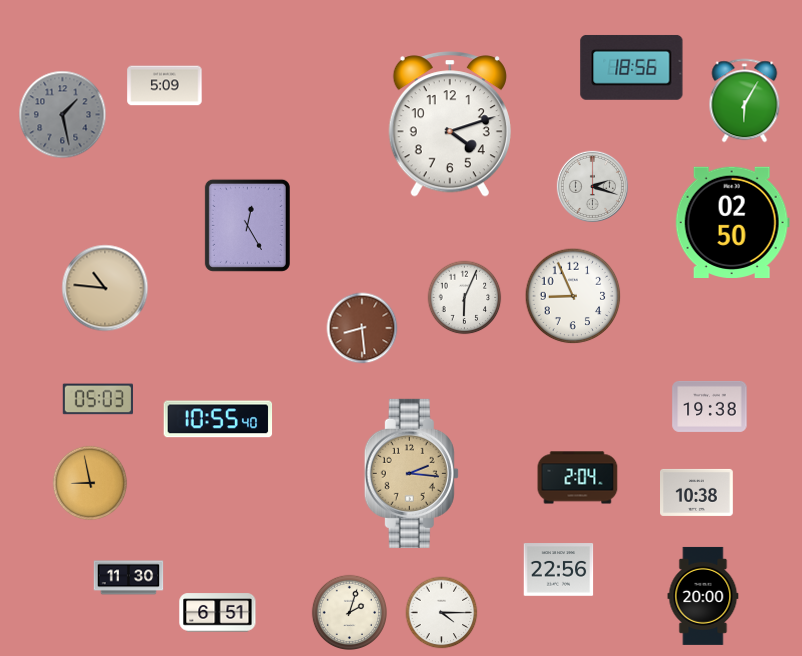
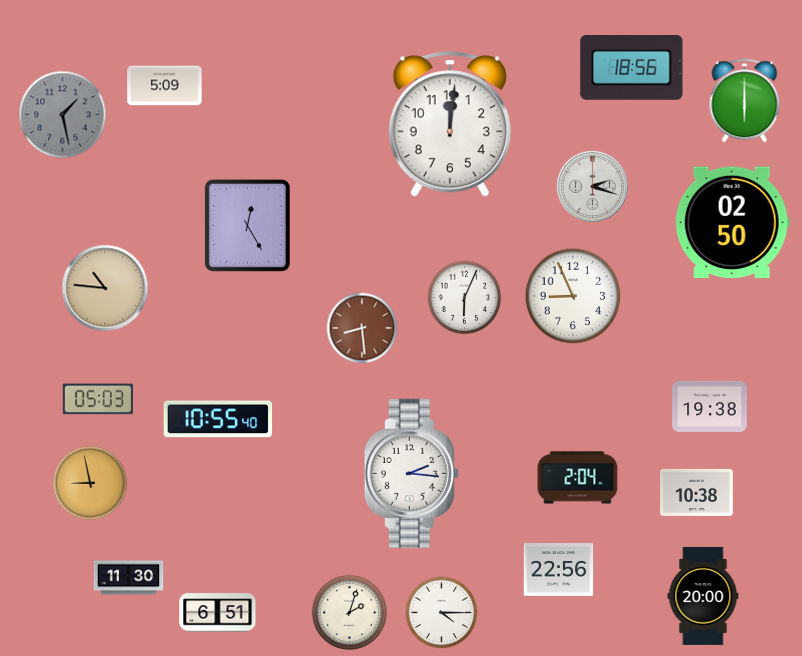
clock at (745, 101): 6:05 -> 6:00
clock at (450, 124): 4:12 -> 12:01
clock at (411, 473) dial: champagne -> white
